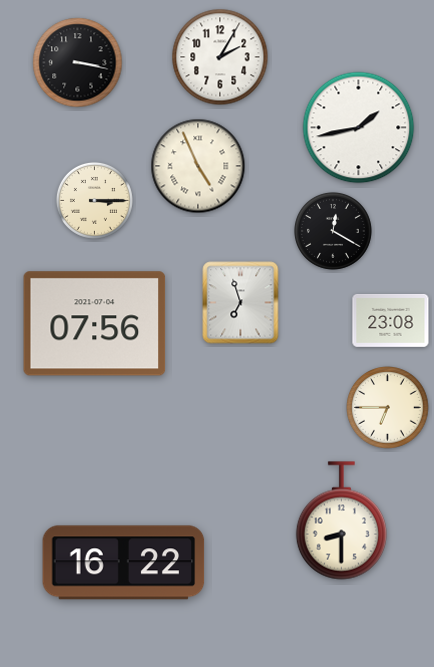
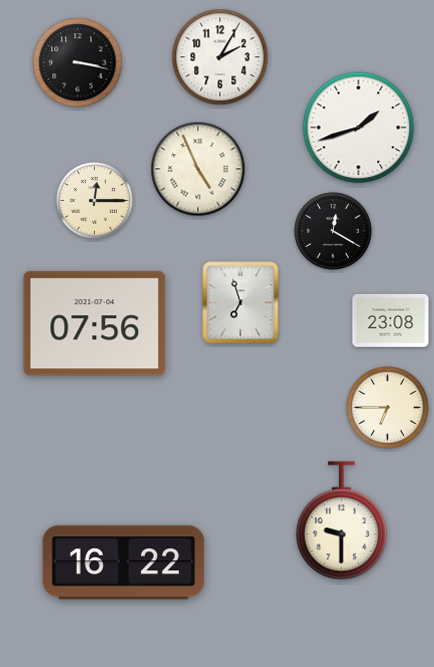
clock at (359, 128): 1:43 -> 1:42
clock at (198, 166) position: (198, 166) -> (198, 169)
clock at (94, 200): 3:15 -> 12:15
clock at (341, 521): 8:30 -> 9:30
